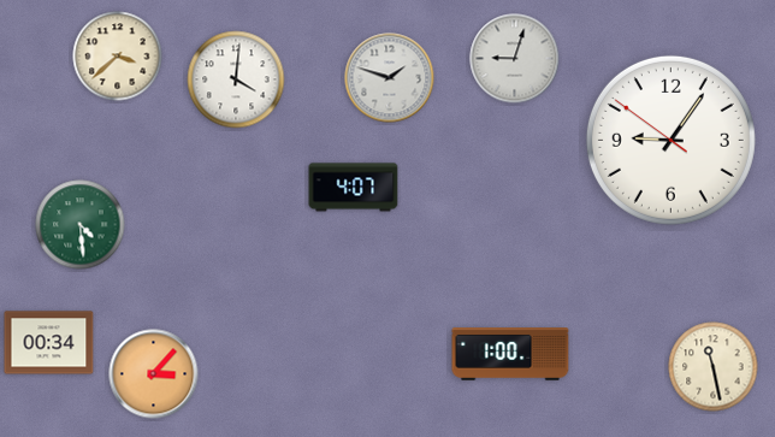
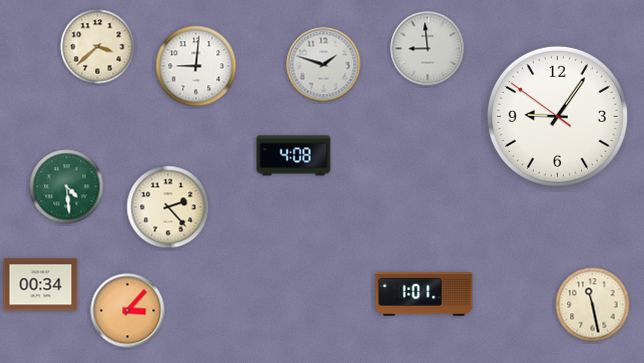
clock at (515, 59): 9:03 -> 8:59
clock at (236, 79): 4:01 -> 9:01
clock at (354, 188): 4:07 -> 4:08
clock at (168, 207): none -> 2:23
clock at (510, 355): 1:00 -> 1:01
